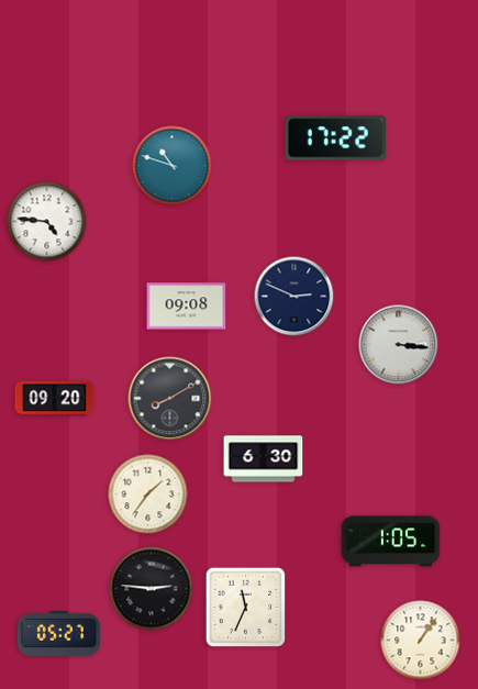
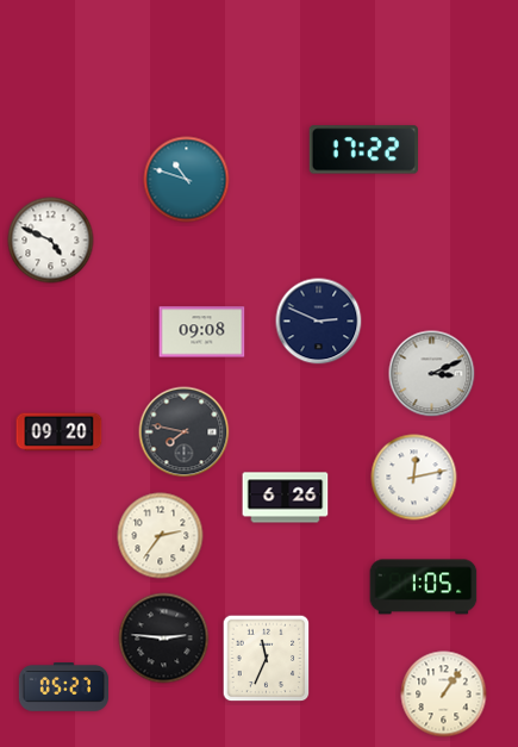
clock at (47, 222): 4:46 -> 4:49
clock at (399, 345): 3:16 -> 3:11
clock at (170, 399): 8:10 -> 7:47
clock at (414, 478): none -> 12:13
clock at (264, 459): 6:30 -> 6:26
clock at (148, 494): 1:36 -> 2:36
clock at (421, 641) position: (421, 641) -> (444, 695)
